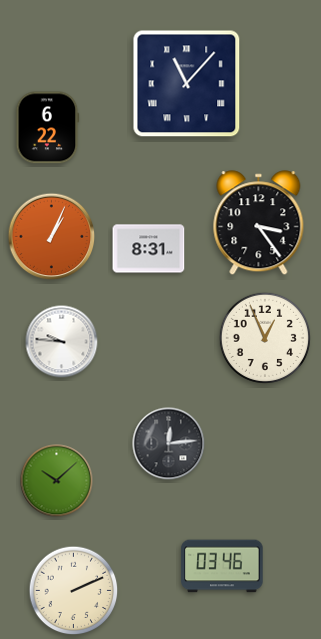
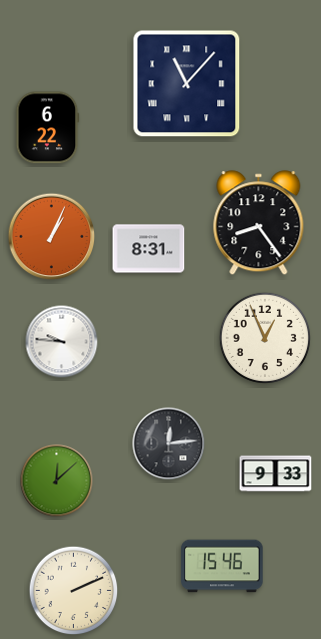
clock at (259, 223): 3:24 -> 8:24
clock at (276, 474): none -> 9:33
clock at (57, 481): 10:08 -> 12:08
clock at (222, 566): 03:46 -> 15:46
